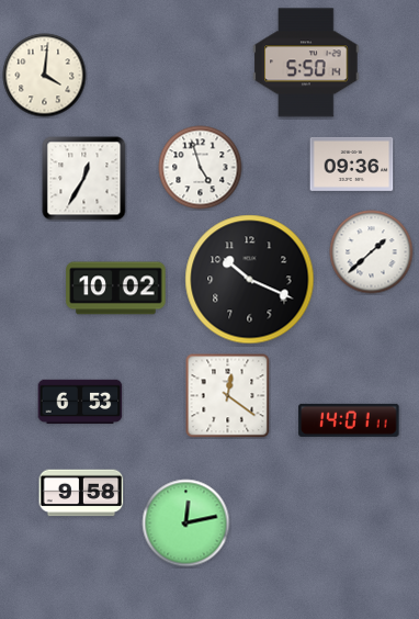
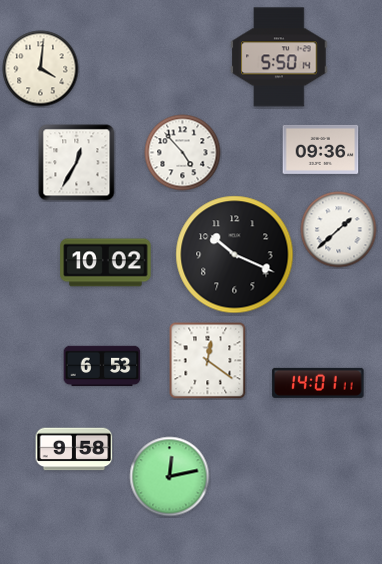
clock at (201, 168): 4:57 -> 4:53
clock at (250, 280) position: (250, 280) -> (235, 255)
clock at (80, 402) position: (80, 402) -> (102, 366)
